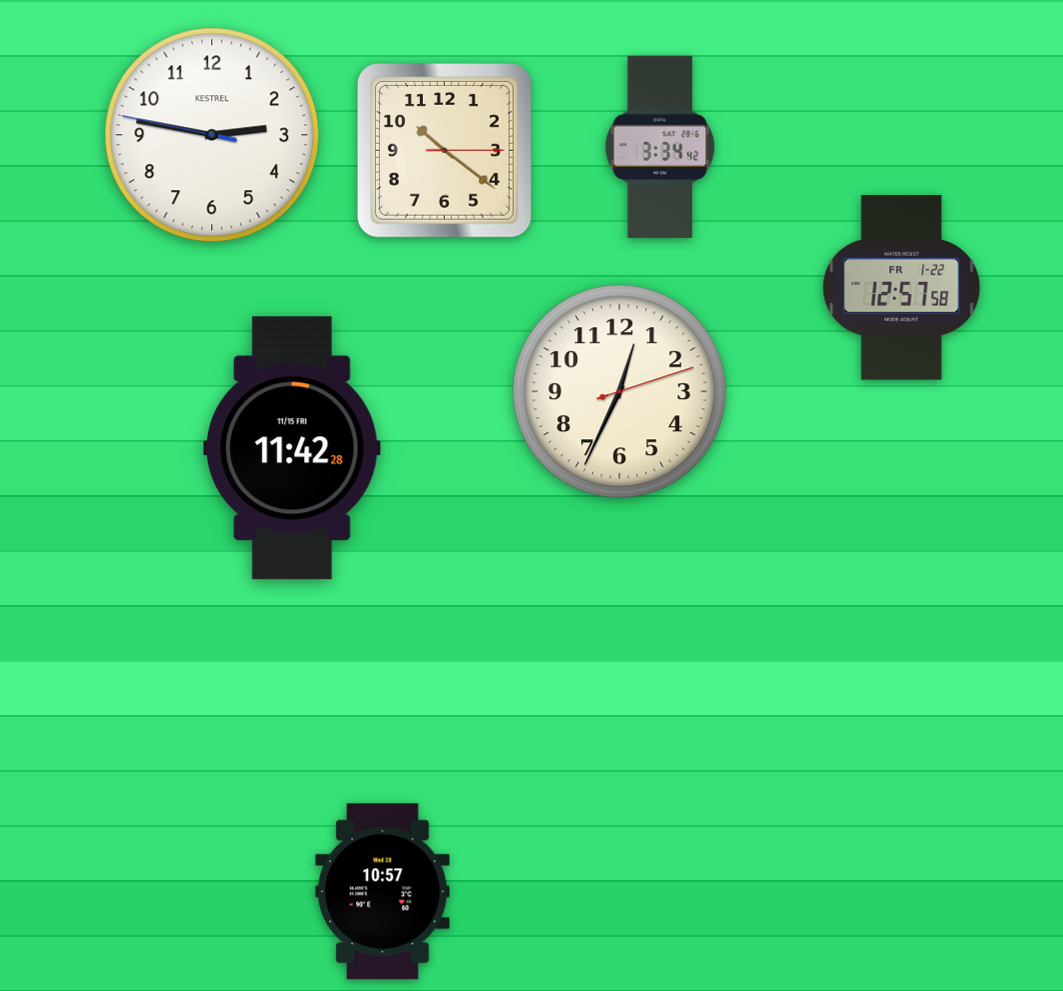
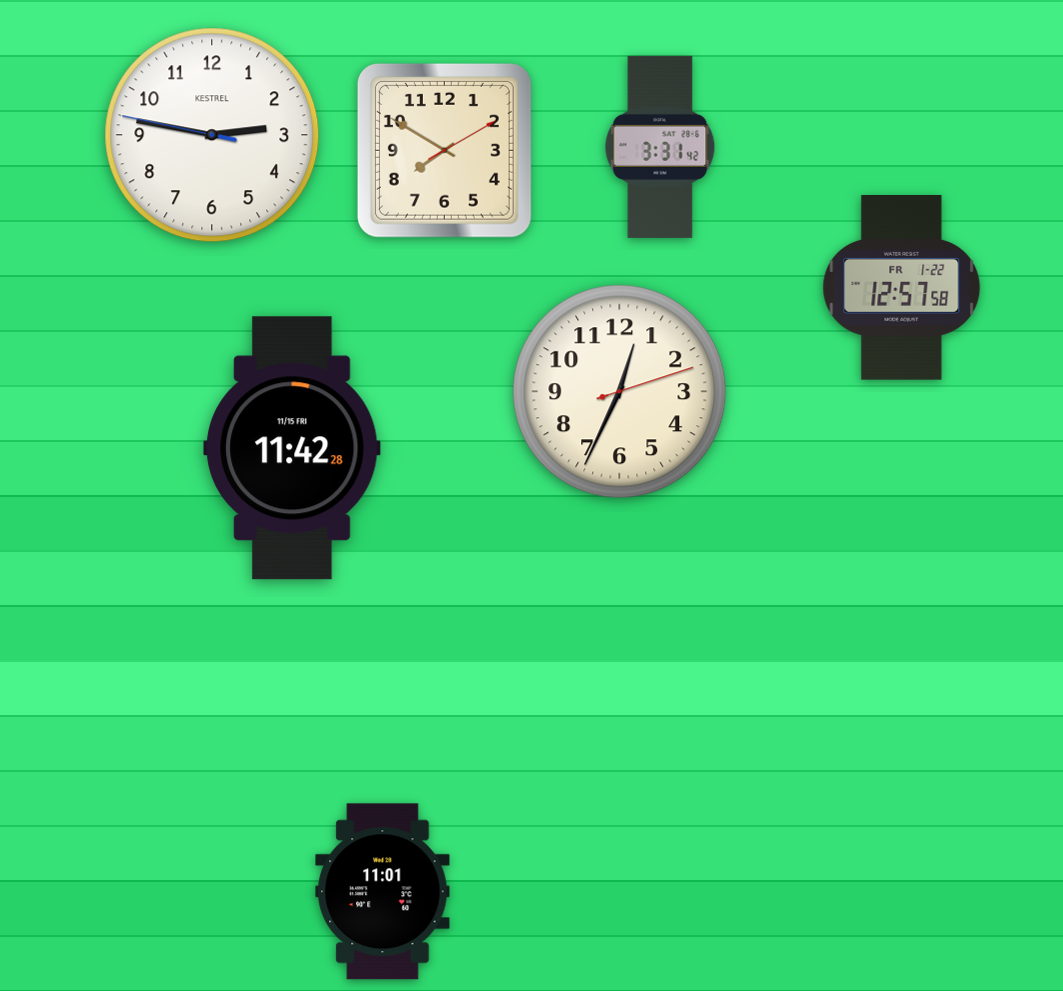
clock at (660, 147): 3:34 -> 3:31
clock at (444, 150): 10:21 -> 7:50
clock at (383, 892): 10:57 -> 11:01
